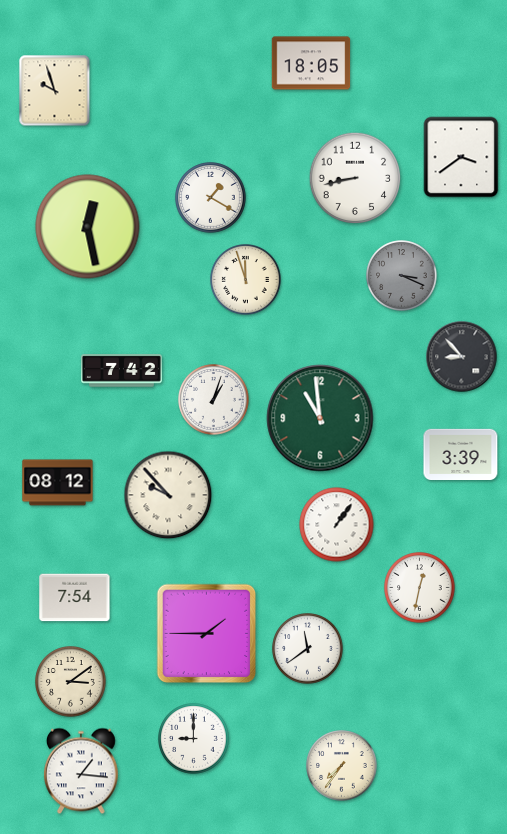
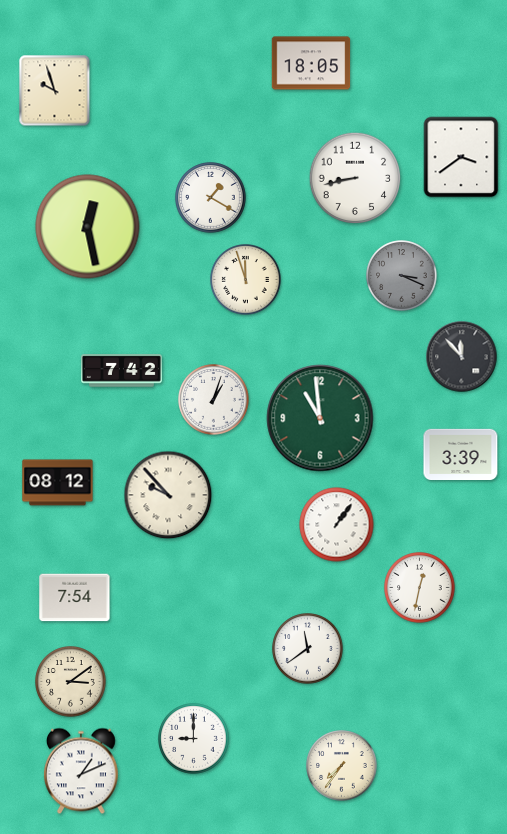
clock at (462, 357): 8:53 -> 11:53
clock at (207, 634): 1:45 -> none
clock at (81, 771): 1:16 -> 1:11
